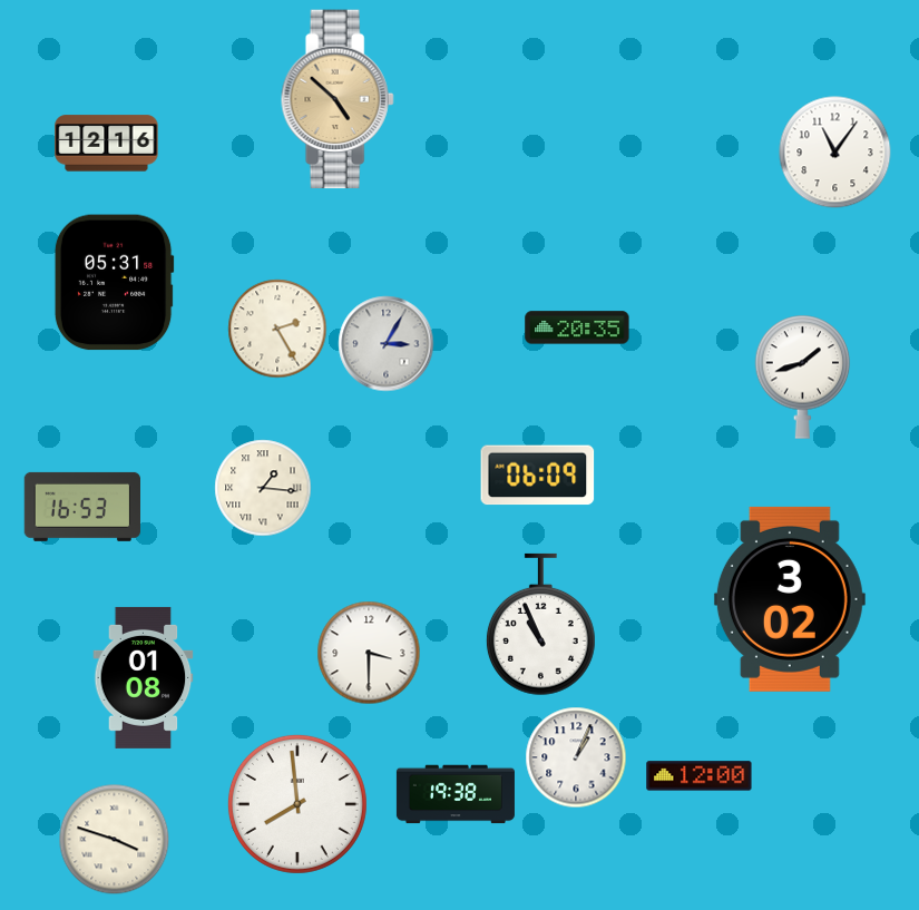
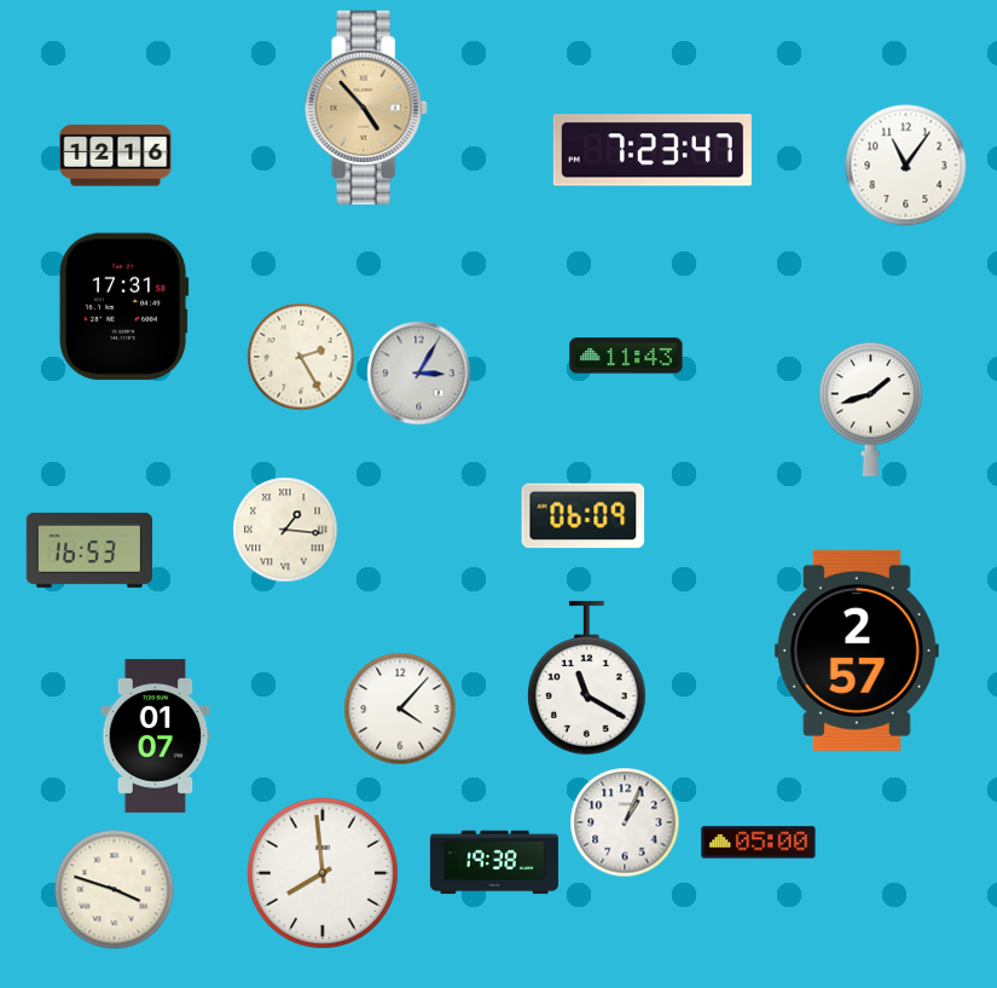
clock at (338, 99): 4:52 -> 4:53
clock at (653, 150): none -> 7:23
clock at (114, 283): 05:31 -> 17:31
clock at (577, 327): 20:35 -> 11:43
clock at (790, 599): 3:02 -> 2:57
clock at (540, 625): 10:56 -> 11:20
clock at (369, 653): 3:30 -> 4:07
clock at (144, 677): 01:08 -> 01:07
clock at (700, 776): 12:00 -> 05:00
clock at (115, 840) position: (115, 840) -> (115, 890)
